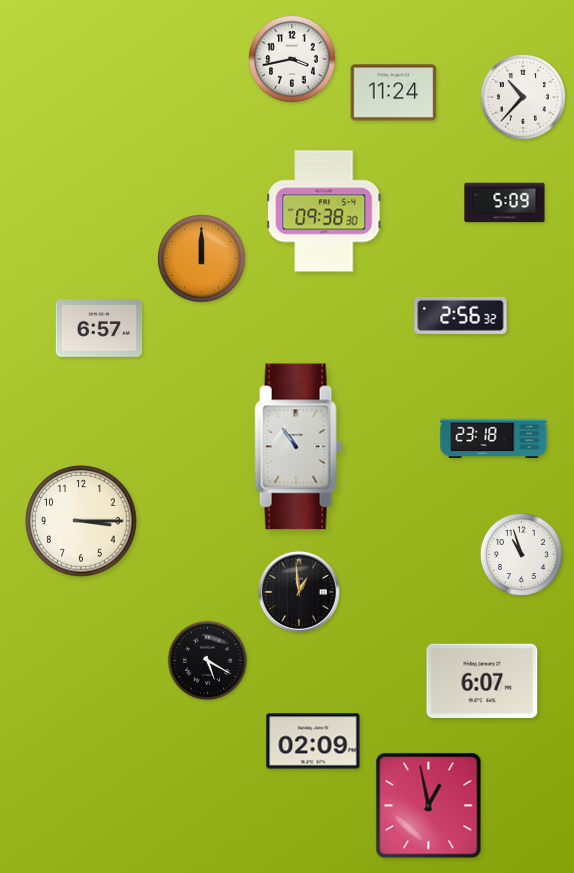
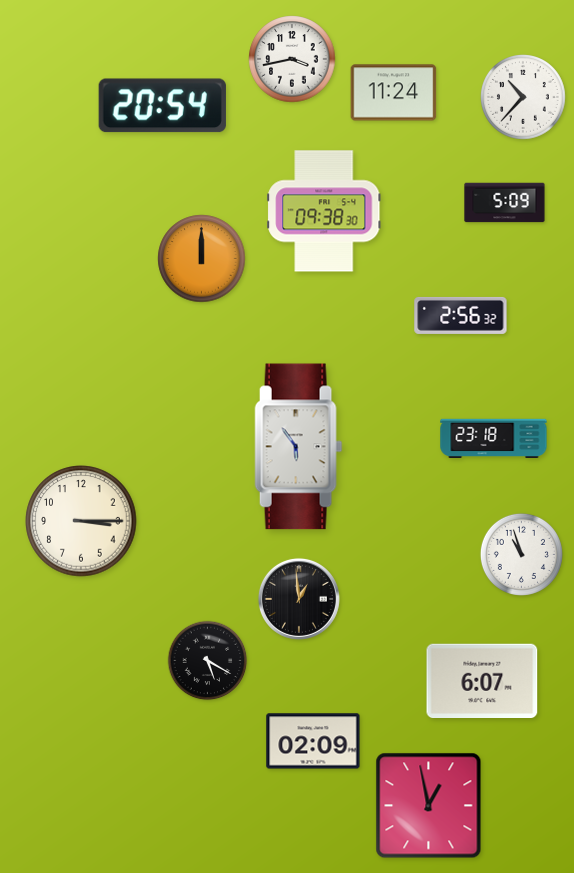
clock at (162, 106): none -> 20:54
clock at (99, 329): 6:57 -> none
clock at (299, 447): 10:54 -> 5:54
clock at (299, 592) position: (299, 592) -> (299, 599)
